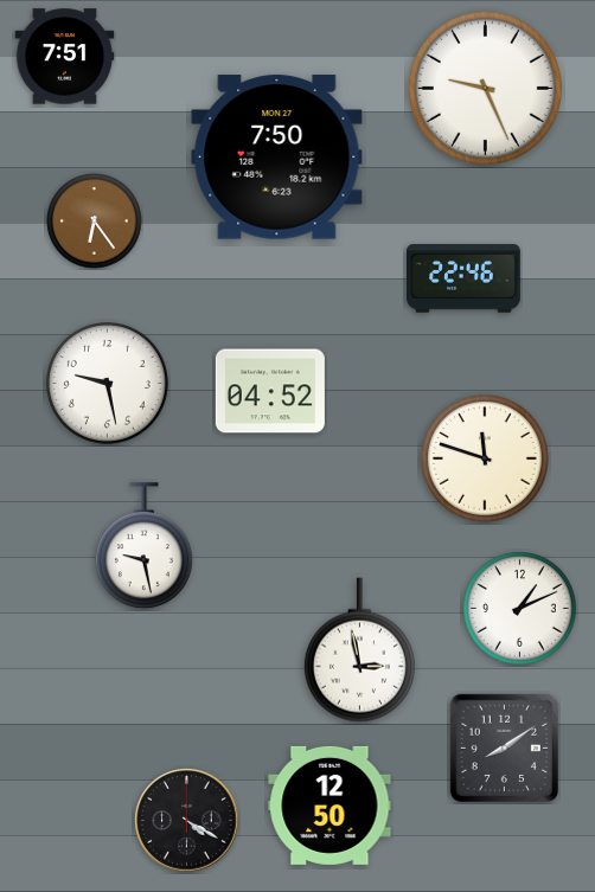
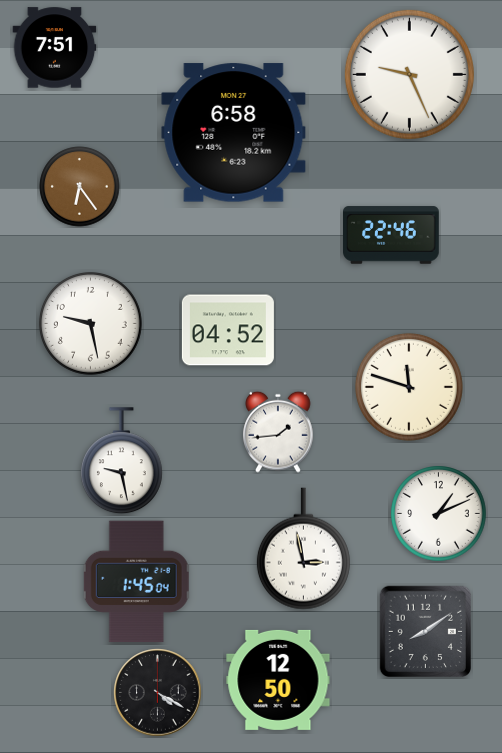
clock at (277, 158): 7:50 -> 6:58
clock at (278, 432): none -> 1:44
clock at (136, 582): none -> 1:45
